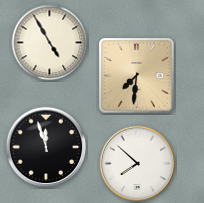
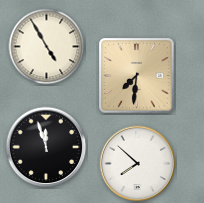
clock at (50, 43) position: (50, 43) -> (47, 47)
